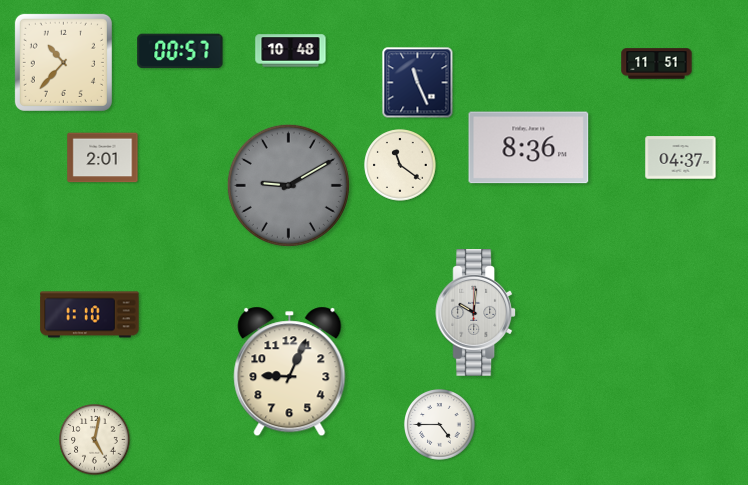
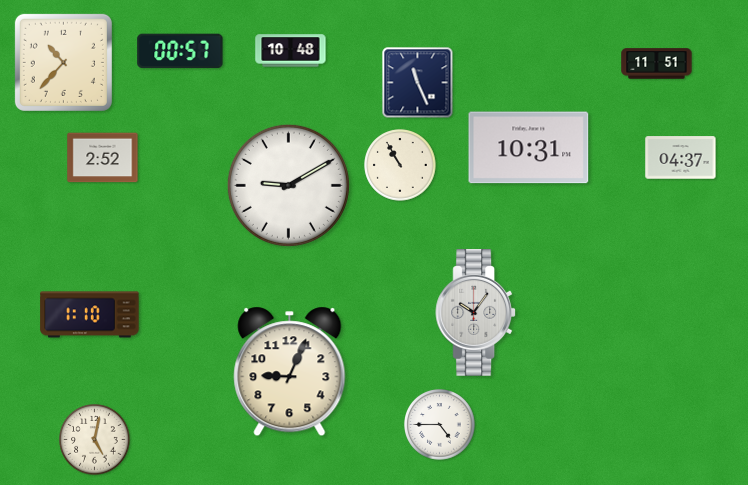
clock at (529, 148): 8:36 -> 10:31
clock at (103, 158): 2:01 -> 2:52
clock at (400, 165): 11:21 -> 10:55
clock at (288, 185) dial: grey -> white
clock at (476, 313): 10:01 -> 10:06
